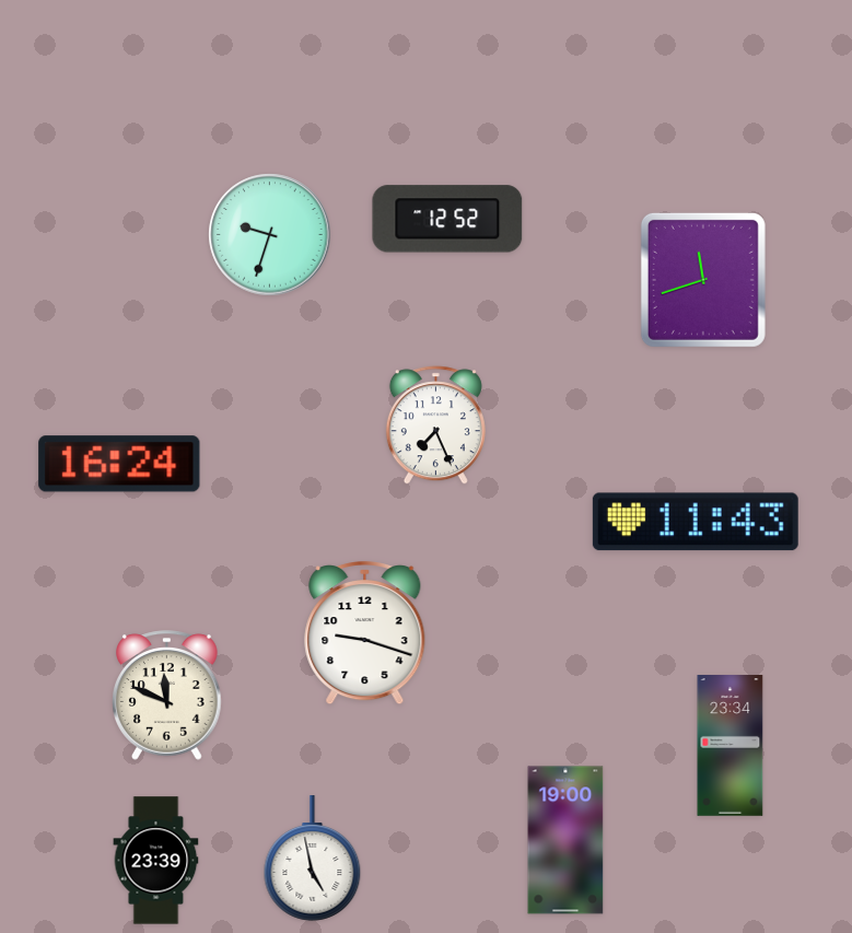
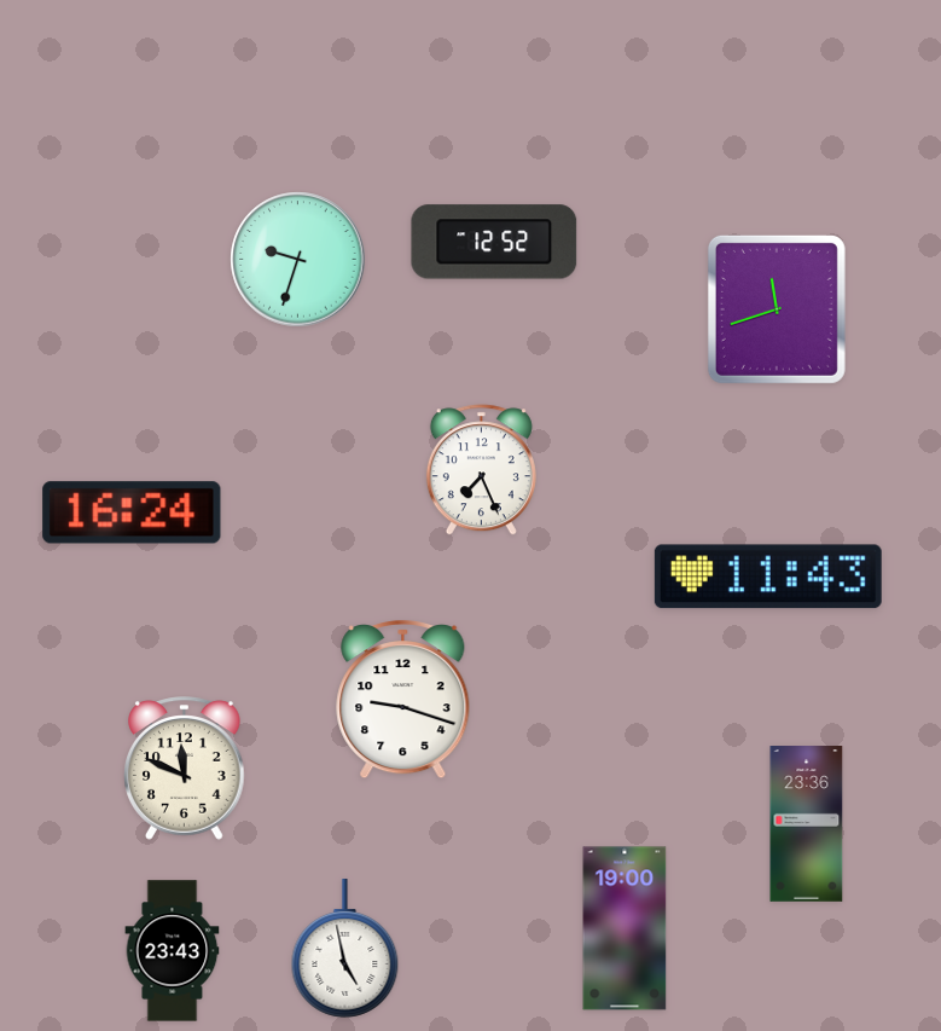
clock at (731, 746): 23:34 -> 23:36
clock at (156, 861): 23:39 -> 23:43
